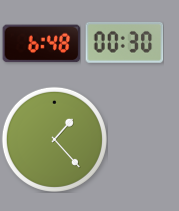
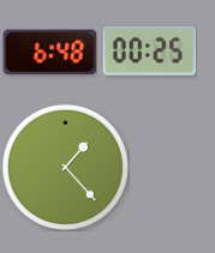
clock at (124, 42): 00:30 -> 00:25
